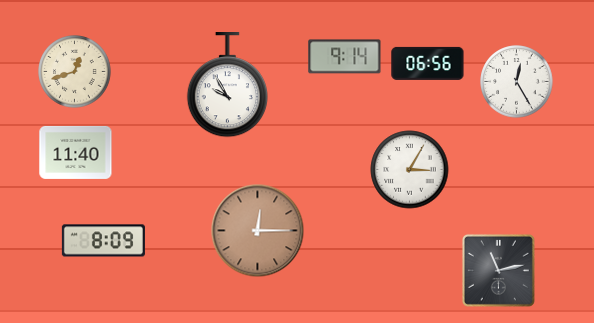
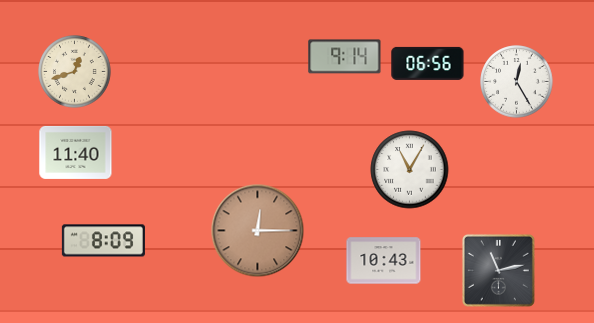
clock at (227, 86): 9:55 -> none
clock at (410, 170): 3:05 -> 11:05
clock at (384, 261): none -> 10:43
